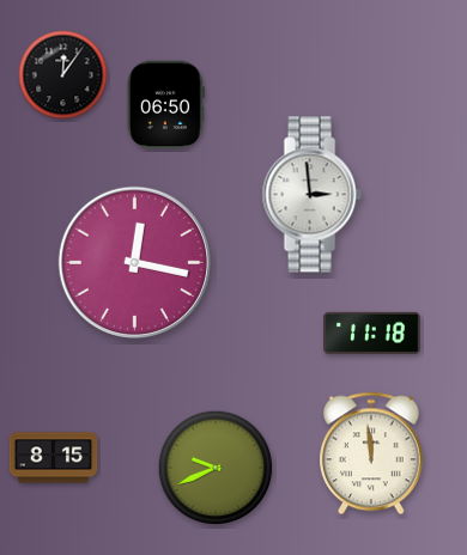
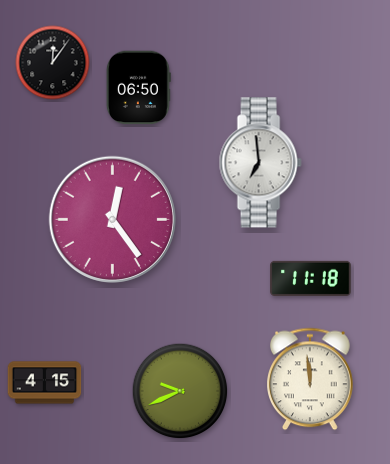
clock at (311, 195): 2:59 -> 6:59
clock at (134, 262): 12:17 -> 12:24
clock at (54, 458): 8:15 -> 4:15
